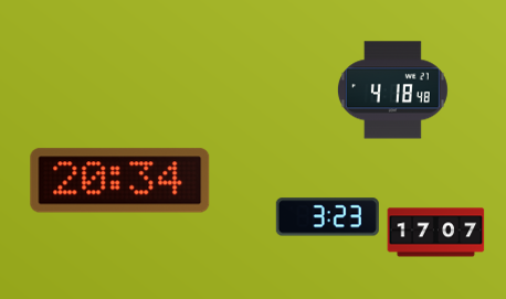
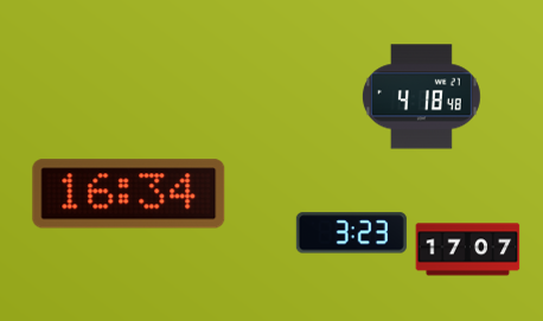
clock at (120, 181): 20:34 -> 16:34
